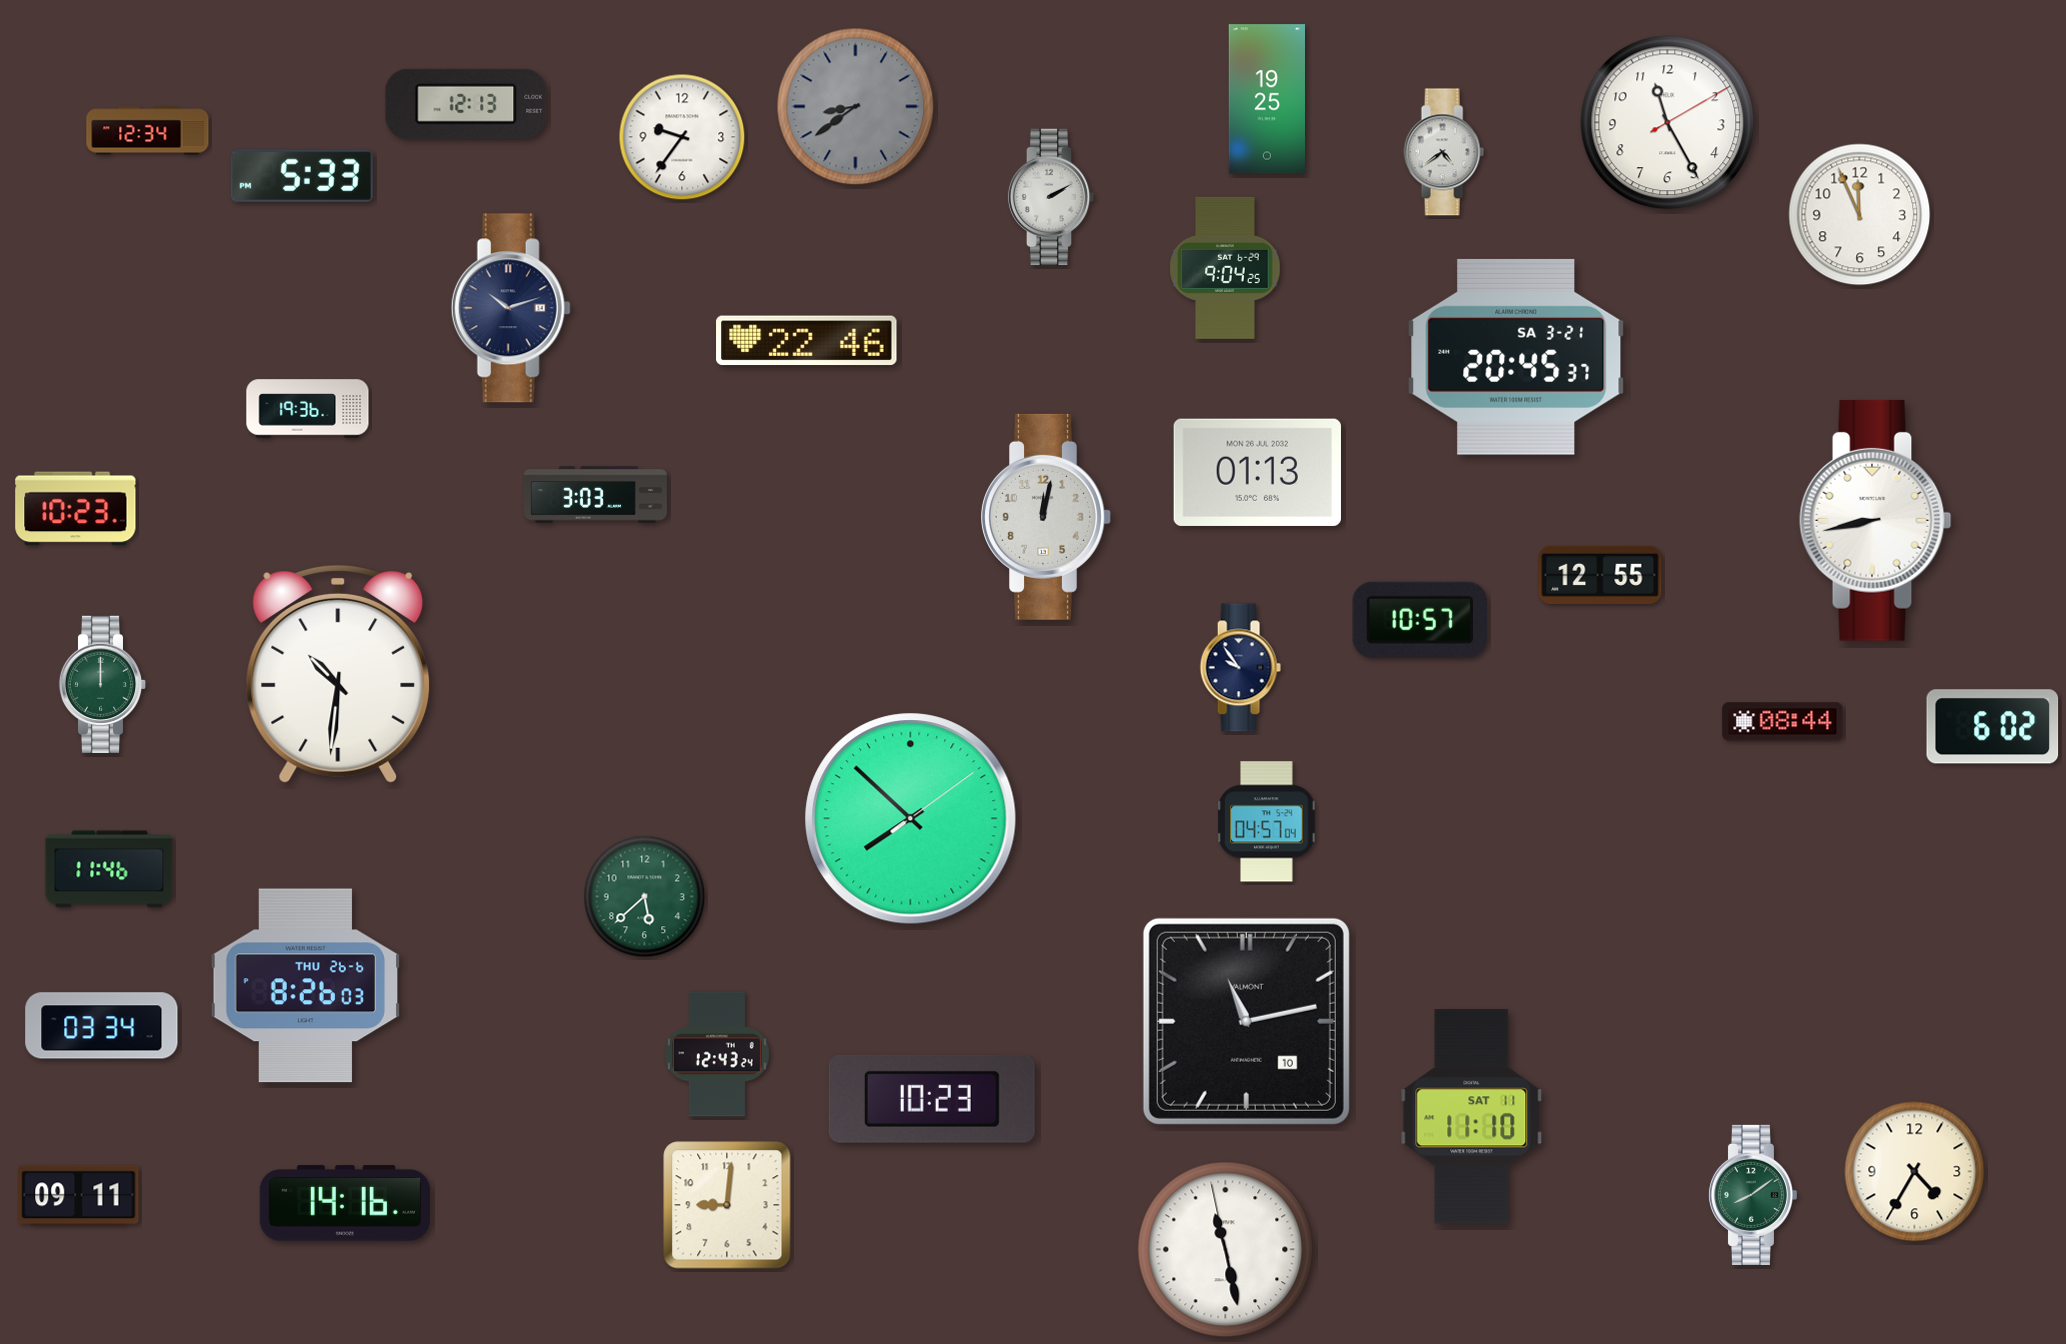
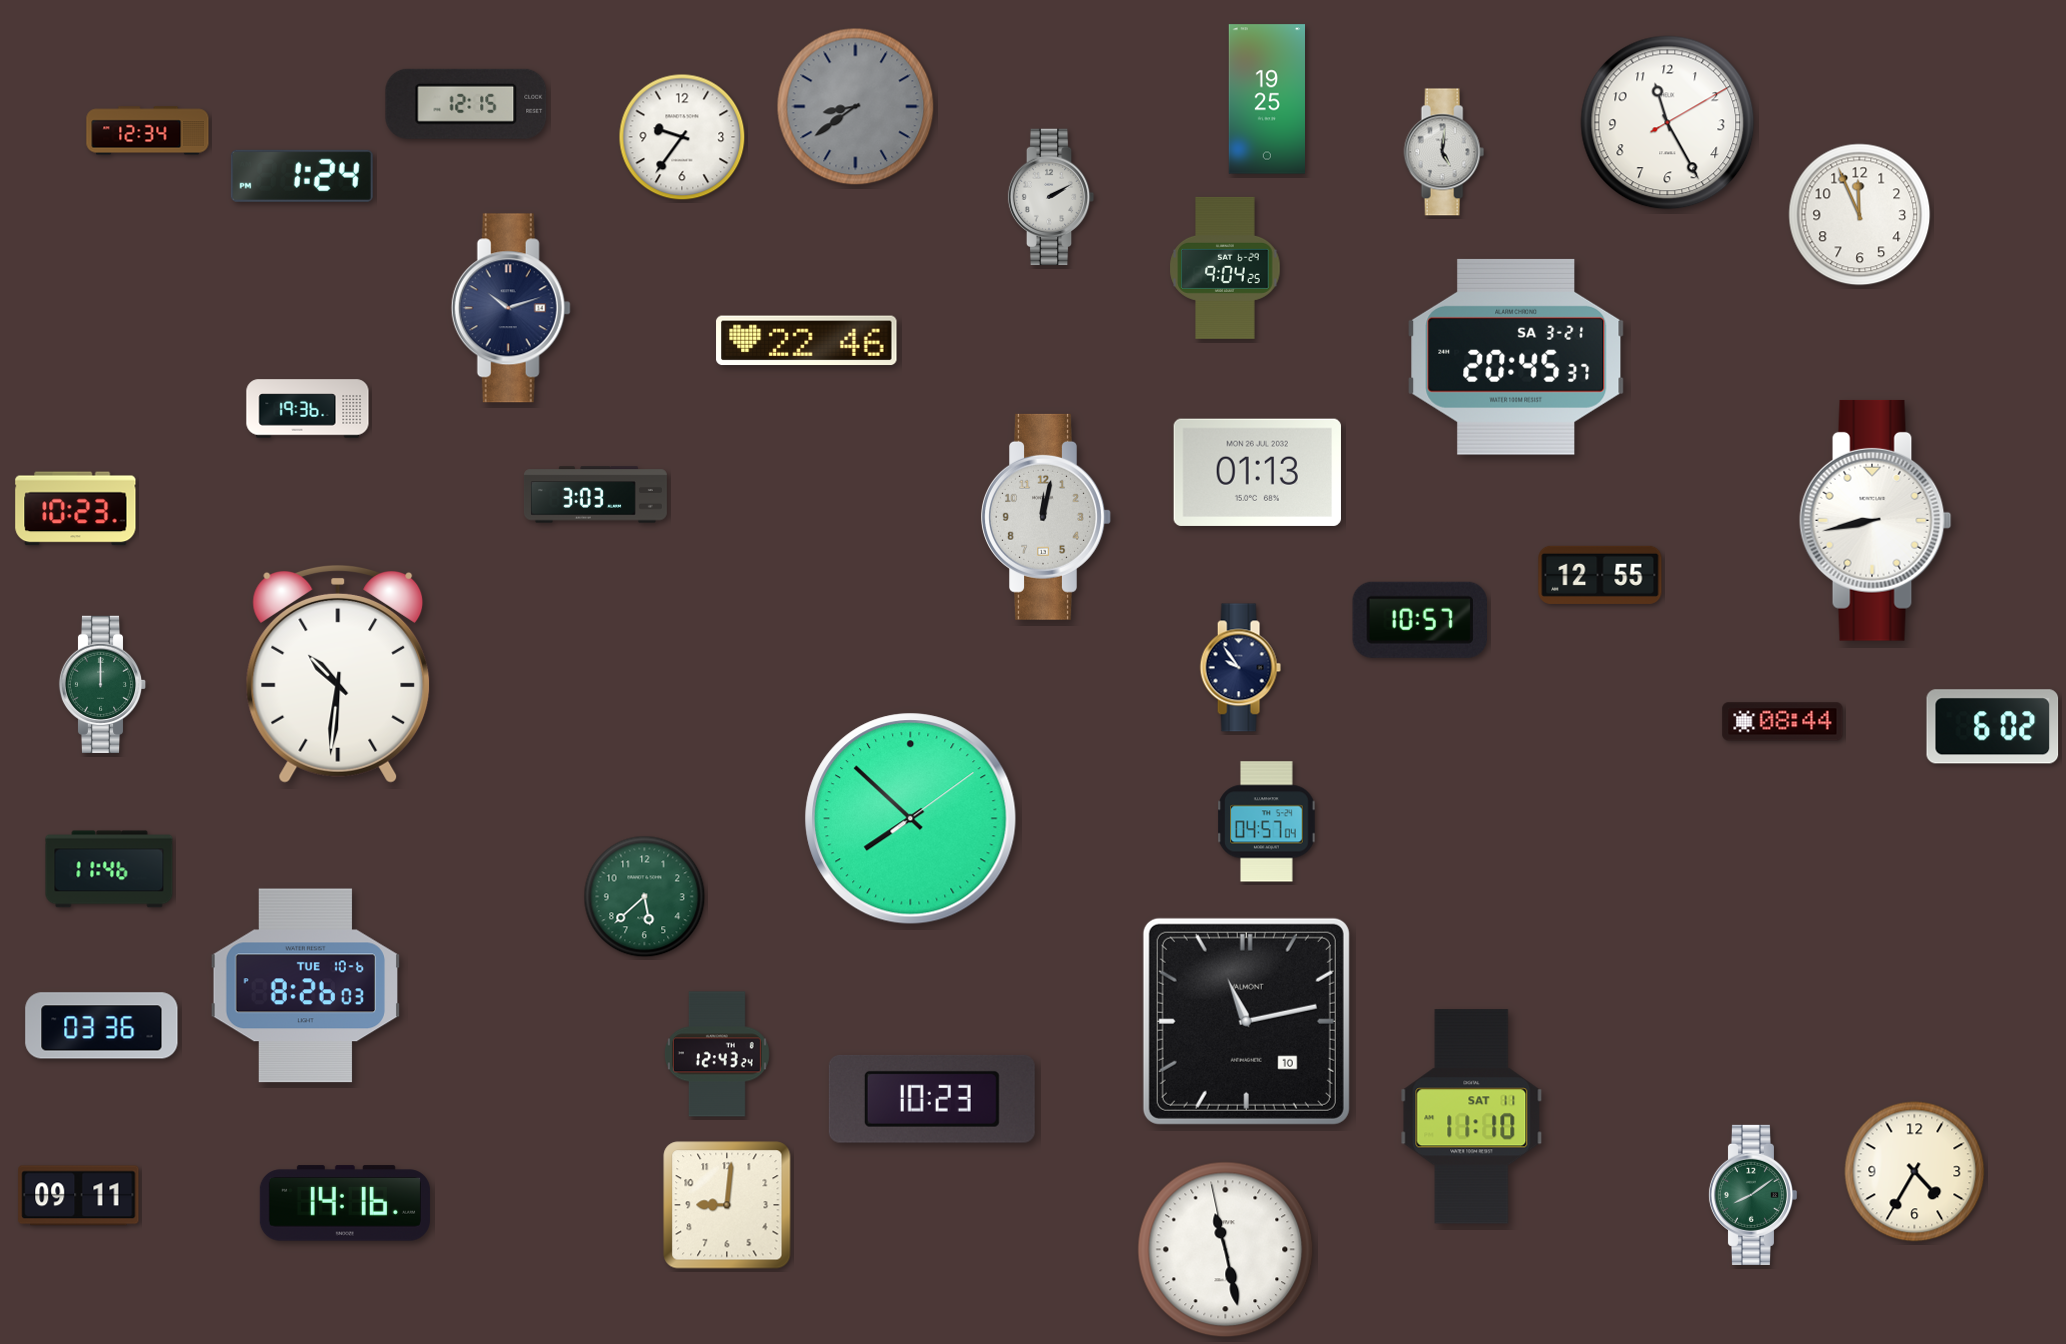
clock at (466, 104): 12:13 -> 12:15
clock at (1444, 152): 4:39 -> 5:01
clock at (302, 176): 5:33 -> 1:24
clock at (306, 986) date: THU 26-6 -> TUE 10-6
clock at (102, 1026): 03:34 -> 03:36
